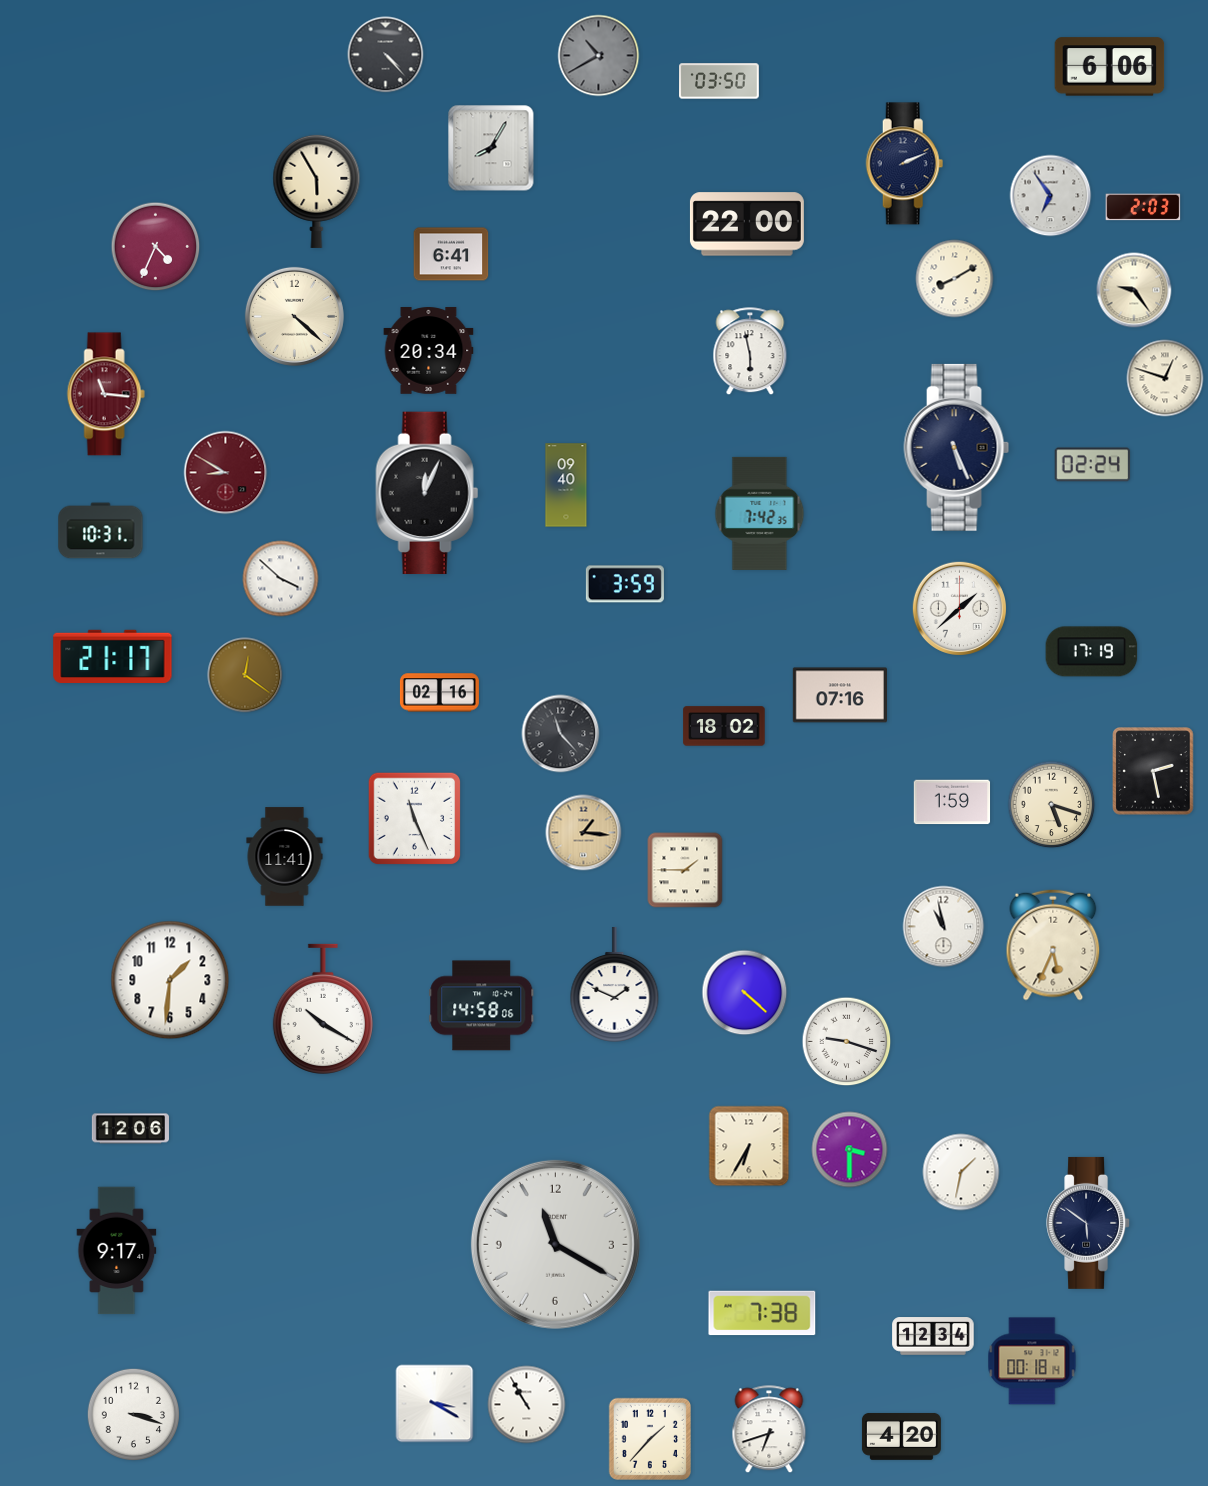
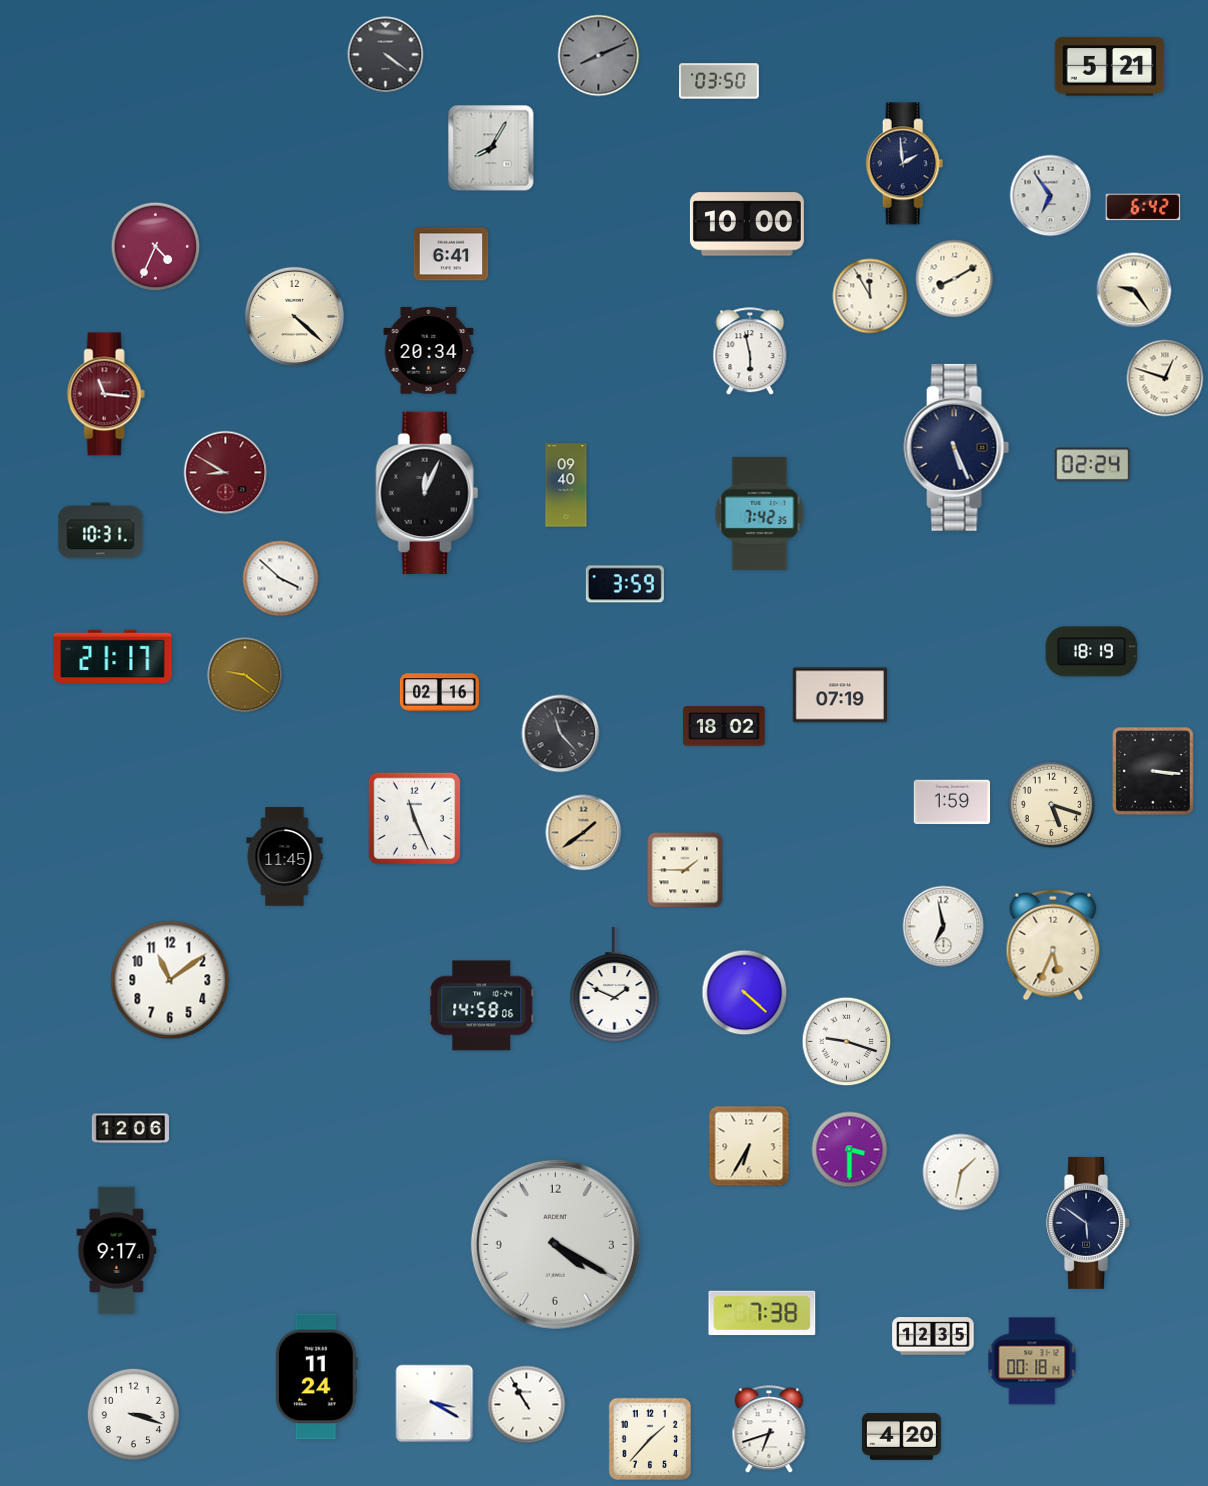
clock at (386, 55): 4:23 -> 4:21
clock at (599, 56): 10:40 -> 8:11
clock at (1110, 67): 6:06 -> 5:21
clock at (905, 164): 2:11 -> 1:59
clock at (317, 191): 5:55 -> none
clock at (1143, 207): 2:03 -> 6:42
clock at (747, 224): 22:00 -> 10:00
clock at (870, 296): none -> 11:55
clock at (959, 608): 1:38 -> none
clock at (1092, 652): 17:19 -> 18:19
clock at (245, 675): 12:21 -> 9:21
clock at (839, 695): 07:16 -> 07:19
clock at (1153, 771): 2:28 -> 3:16
clock at (584, 833): 1:16 -> 1:39
clock at (285, 857): 11:41 -> 11:45
clock at (944, 927): 10:58 -> 6:58
clock at (170, 980): 1:31 -> 11:09
clock at (323, 1009): 10:20 -> none
clock at (555, 1244): 11:20 -> 4:20
clock at (933, 1336): 12:34 -> 12:35
clock at (316, 1377): none -> 11:24
